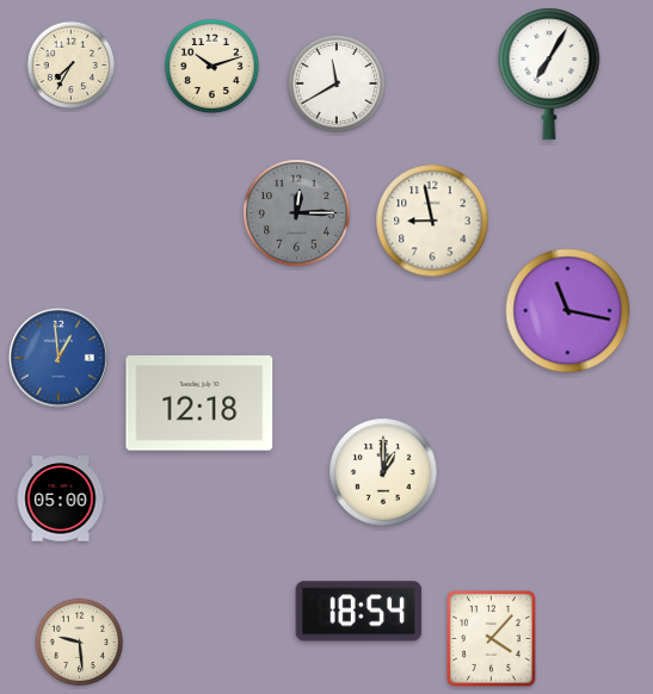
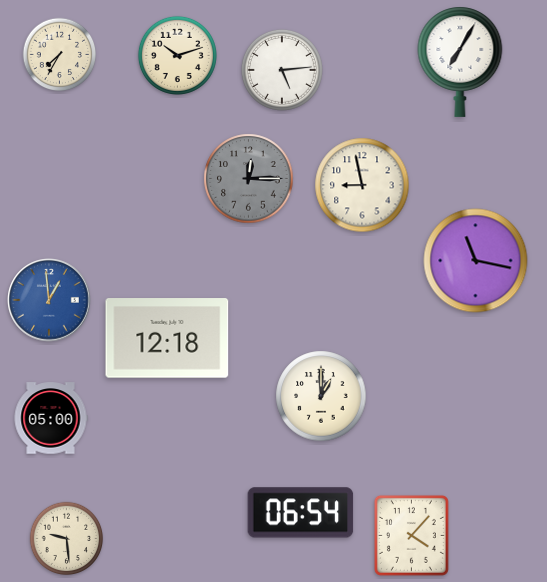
clock at (337, 83): 11:40 -> 5:14
clock at (359, 612): 18:54 -> 06:54
